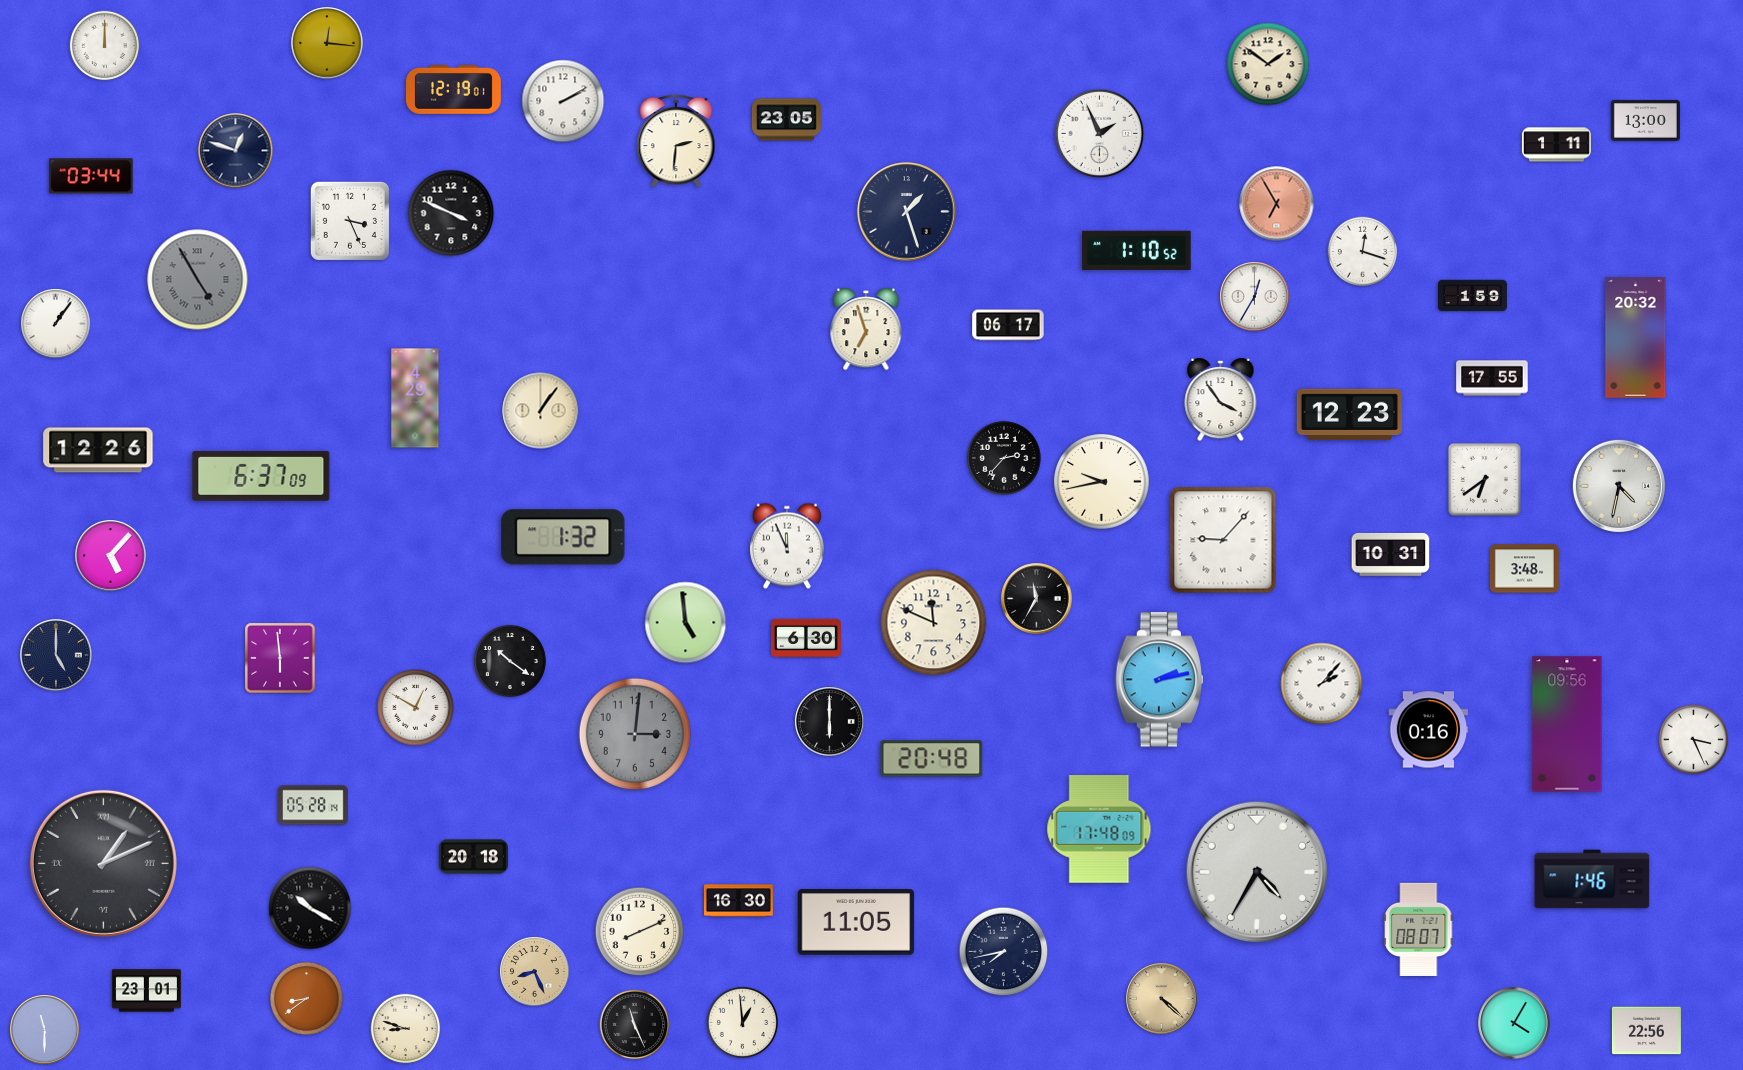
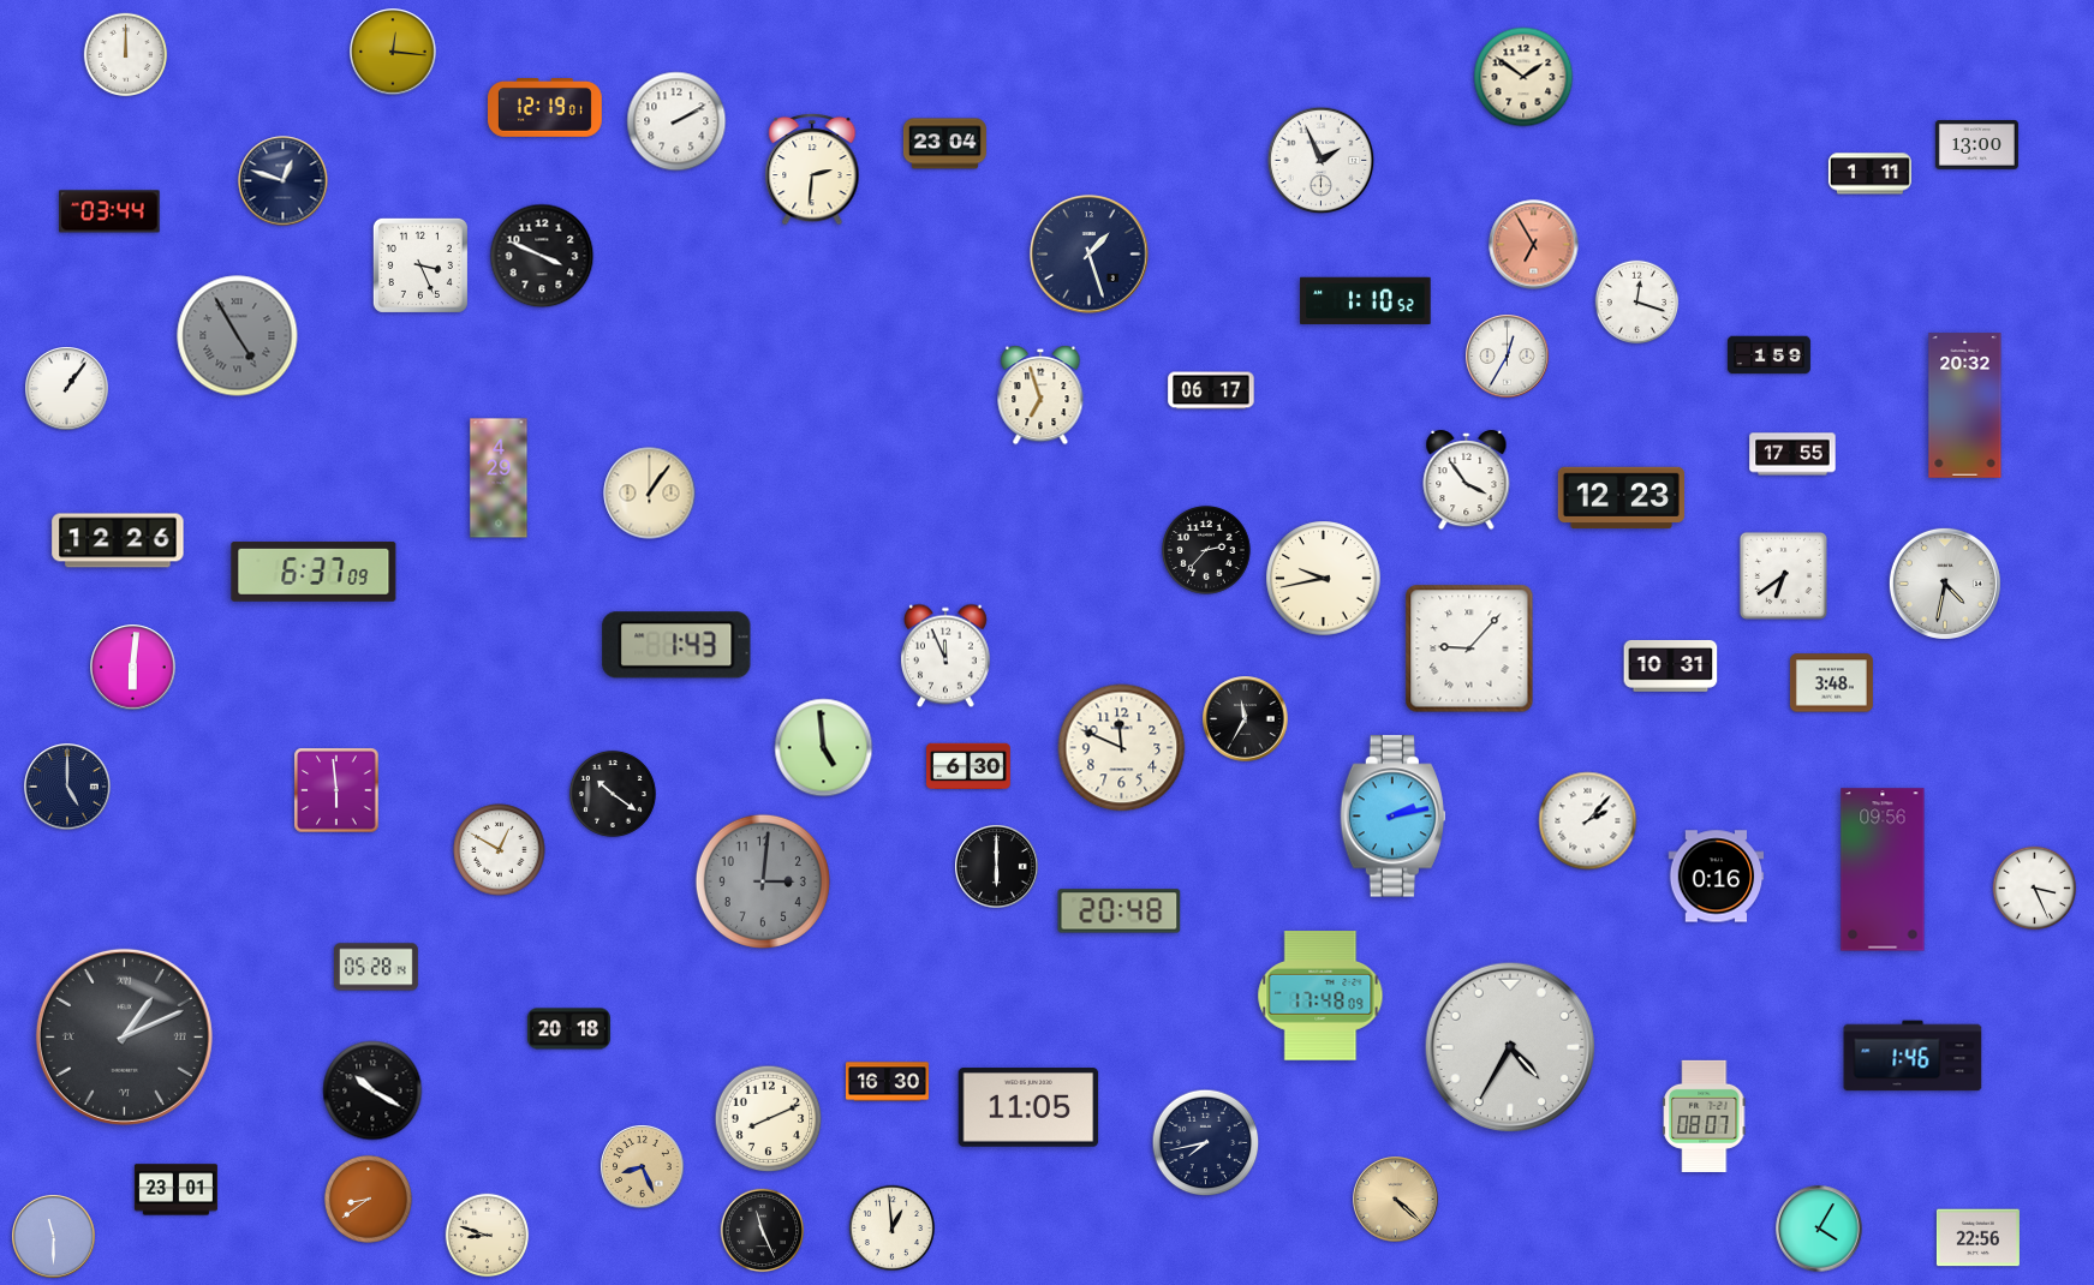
clock at (786, 120): 23:05 -> 23:04
clock at (563, 537): 1:32 -> 1:43
clock at (111, 556): 5:07 -> 6:01
